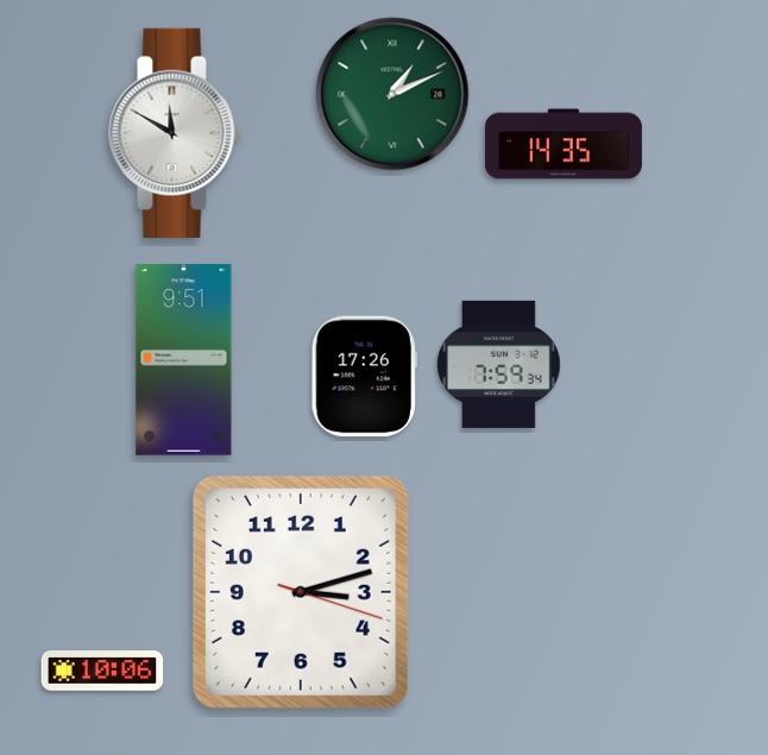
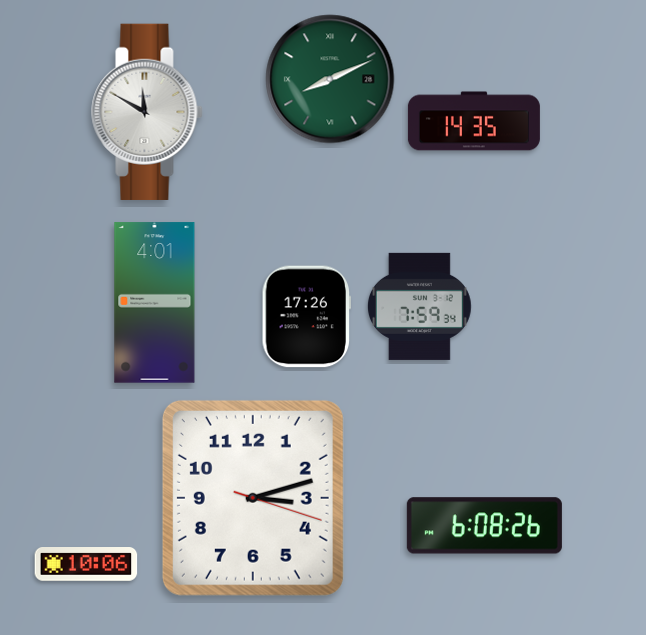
clock at (392, 94): 1:11 -> 8:11
clock at (184, 360): 9:51 -> 4:01
clock at (484, 526): none -> 6:08
